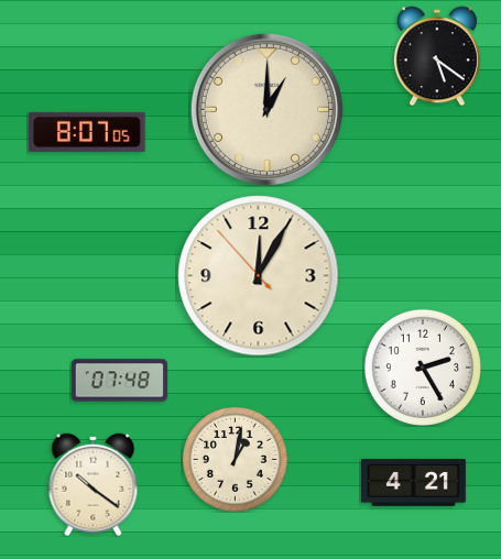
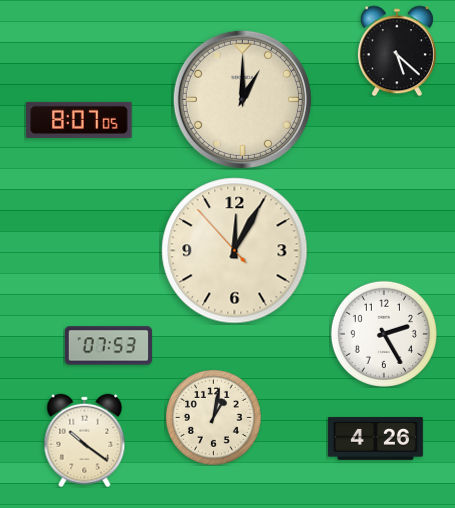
clock at (437, 56): 5:21 -> 5:22
clock at (119, 381): 07:48 -> 07:53
clock at (413, 482): 4:21 -> 4:26
